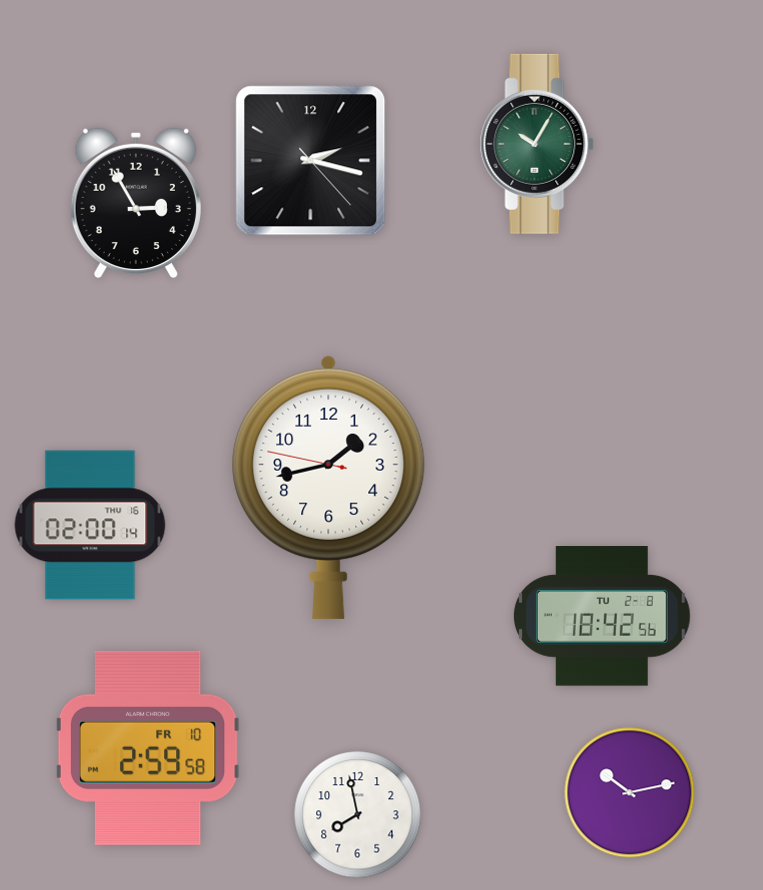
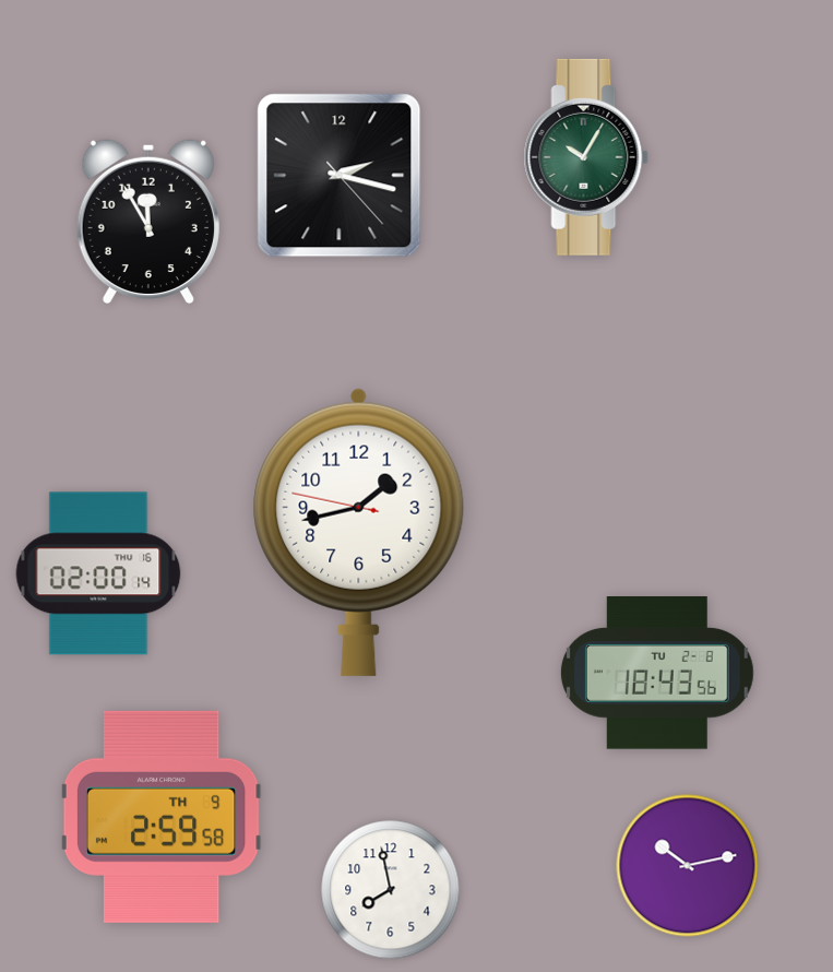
clock at (136, 203): 2:55 -> 11:55
clock at (602, 617): 18:42 -> 18:43
clock at (148, 748) date: FR 10 -> TH 9
